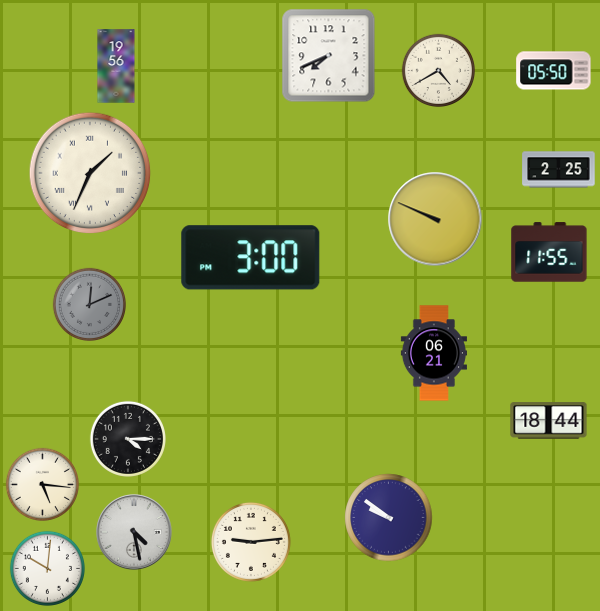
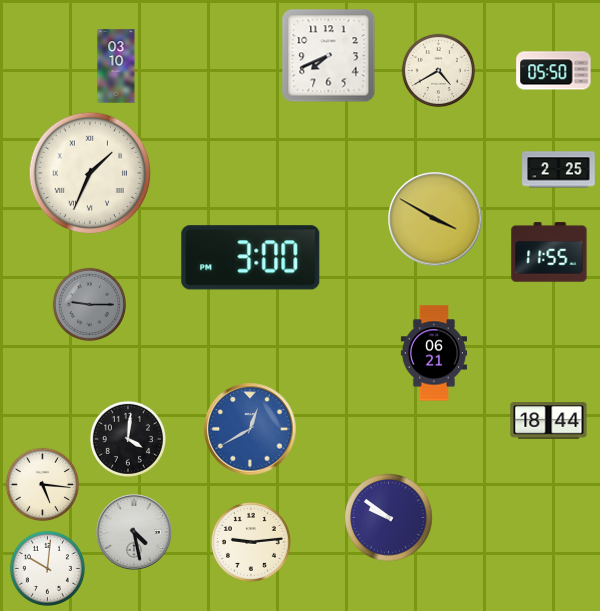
clock at (116, 66): 19:56 -> 03:10
clock at (435, 219): 9:49 -> 3:50
clock at (89, 304): 12:11 -> 9:15
clock at (250, 429): none -> 12:40
clock at (128, 439): 4:15 -> 4:01
